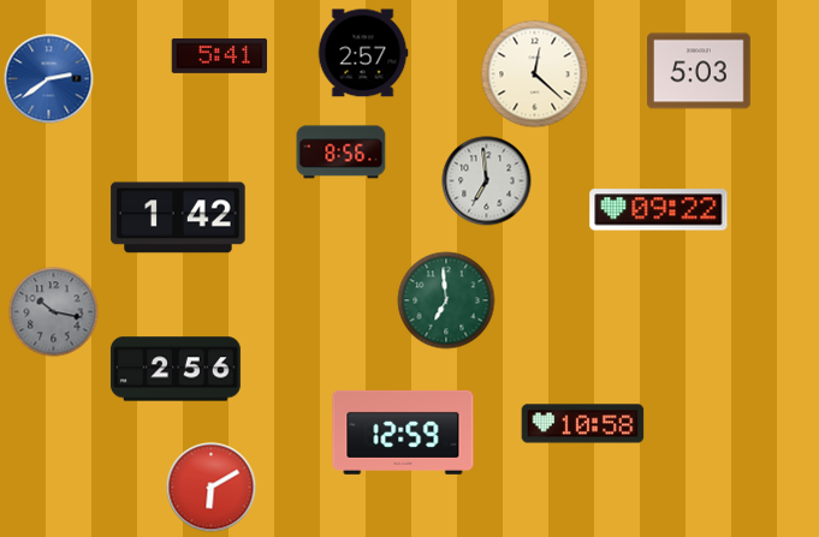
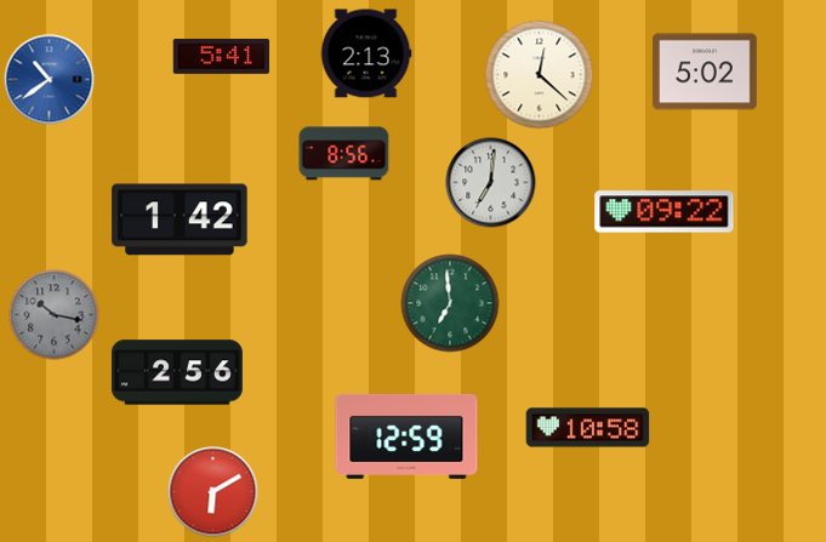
clock at (363, 53): 2:57 -> 2:13
clock at (699, 71): 5:03 -> 5:02
clock at (49, 79): 2:39 -> 10:39
clock at (487, 181): 6:59 -> 7:01
